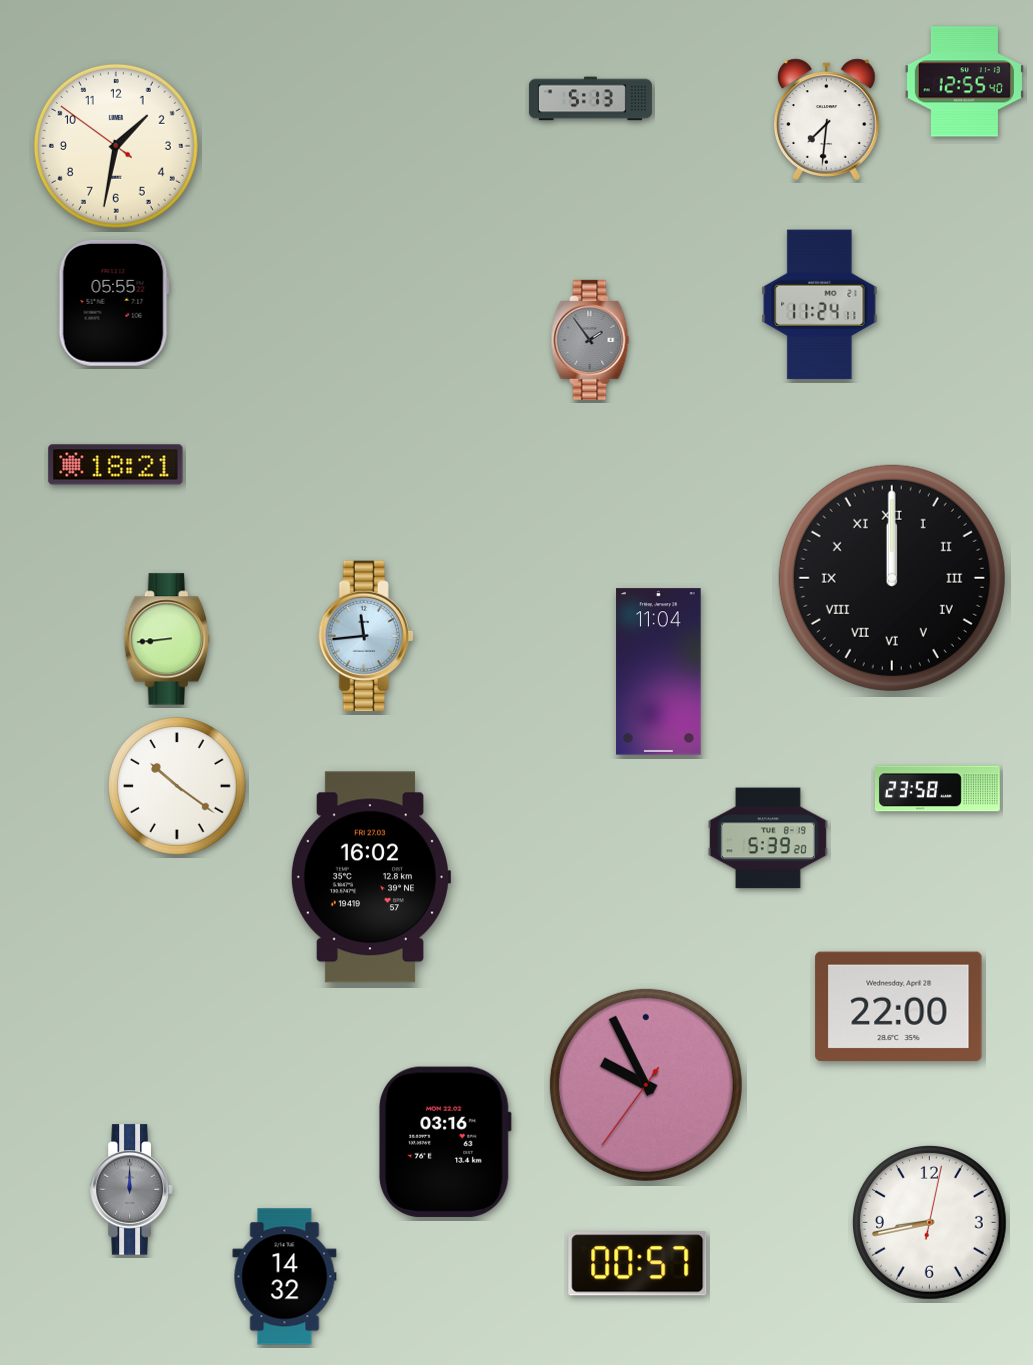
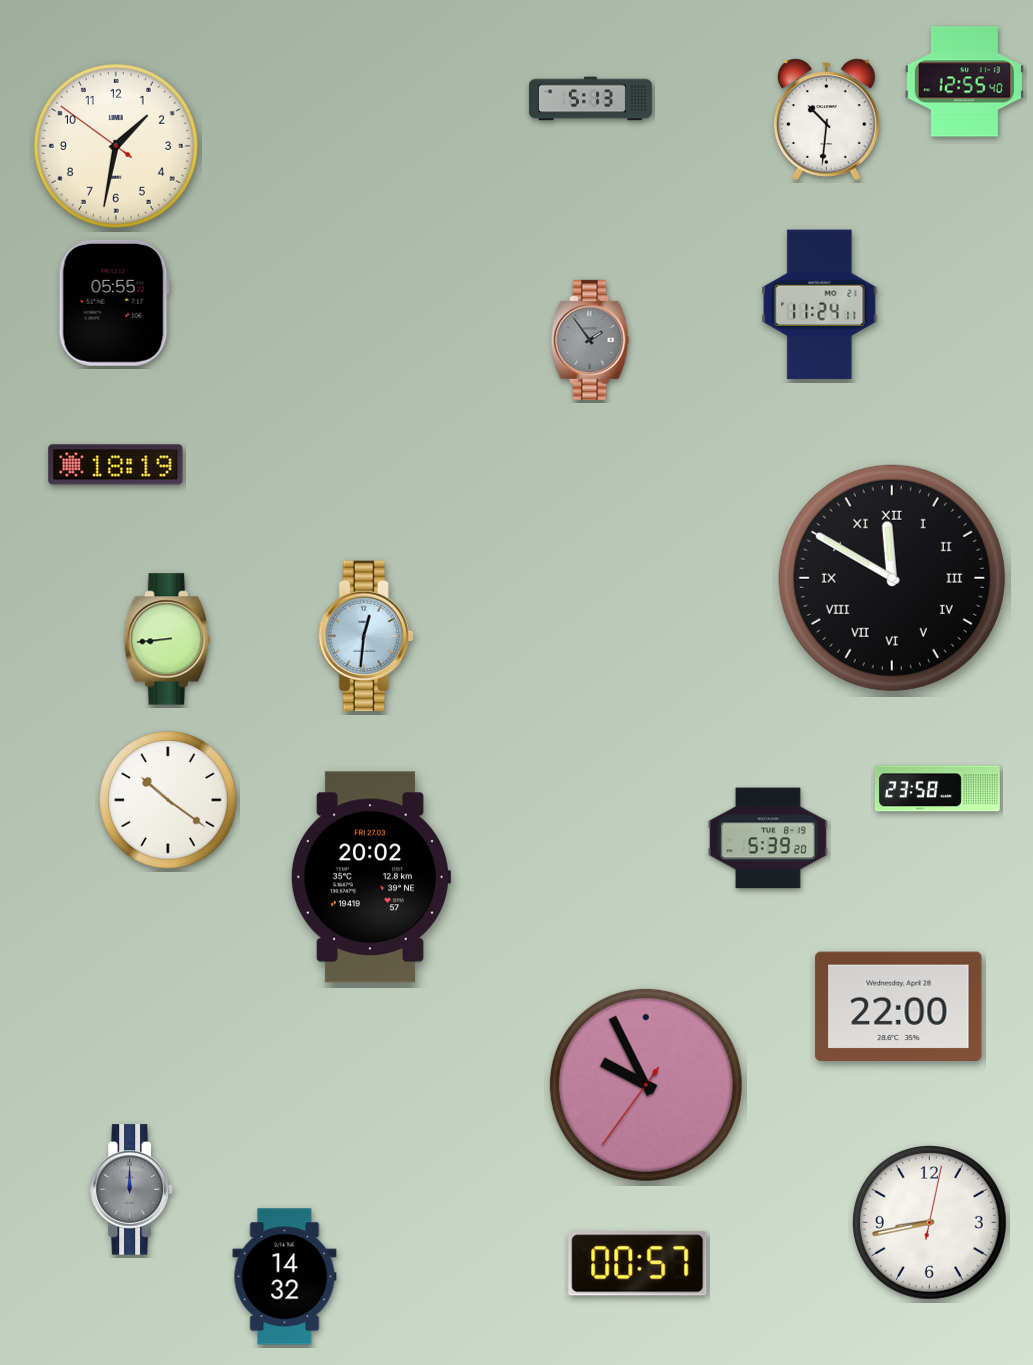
clock at (827, 120): 7:31 -> 10:31
clock at (116, 465): 18:21 -> 18:19
clock at (892, 578): 12:00 -> 11:50
clock at (366, 636): 11:44 -> 12:31
clock at (659, 672): 11:04 -> none
clock at (177, 786) position: (177, 786) -> (168, 800)
clock at (370, 877): 16:02 -> 20:02
clock at (445, 1142): 03:16 -> none
